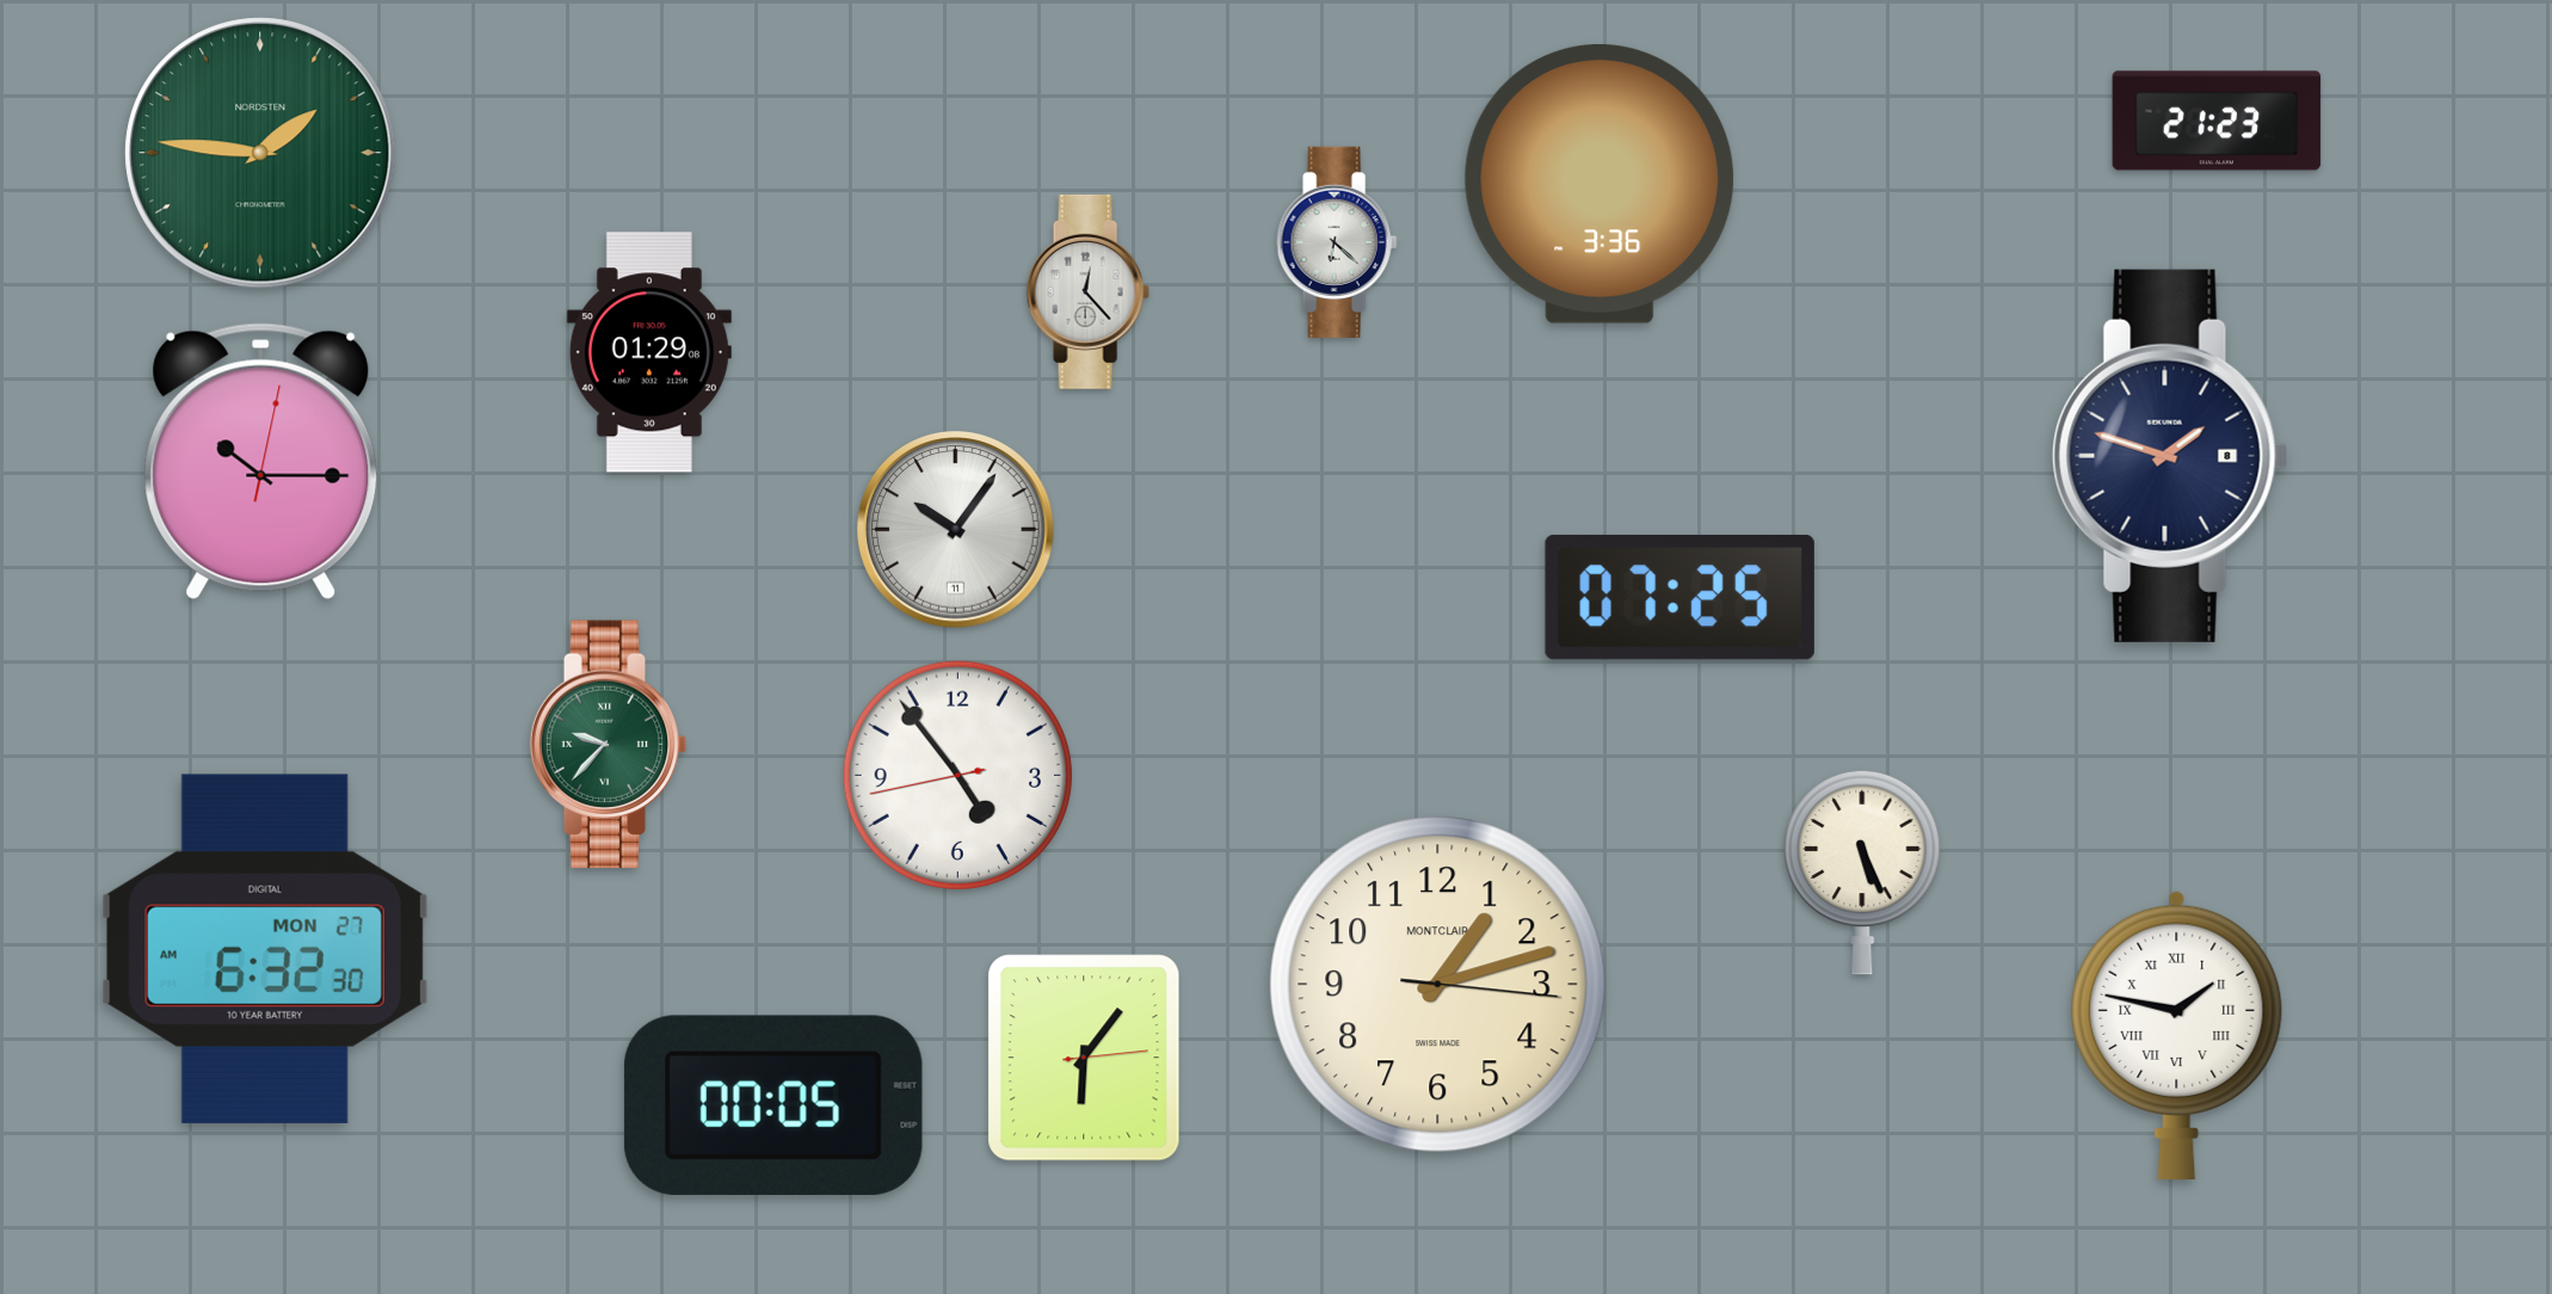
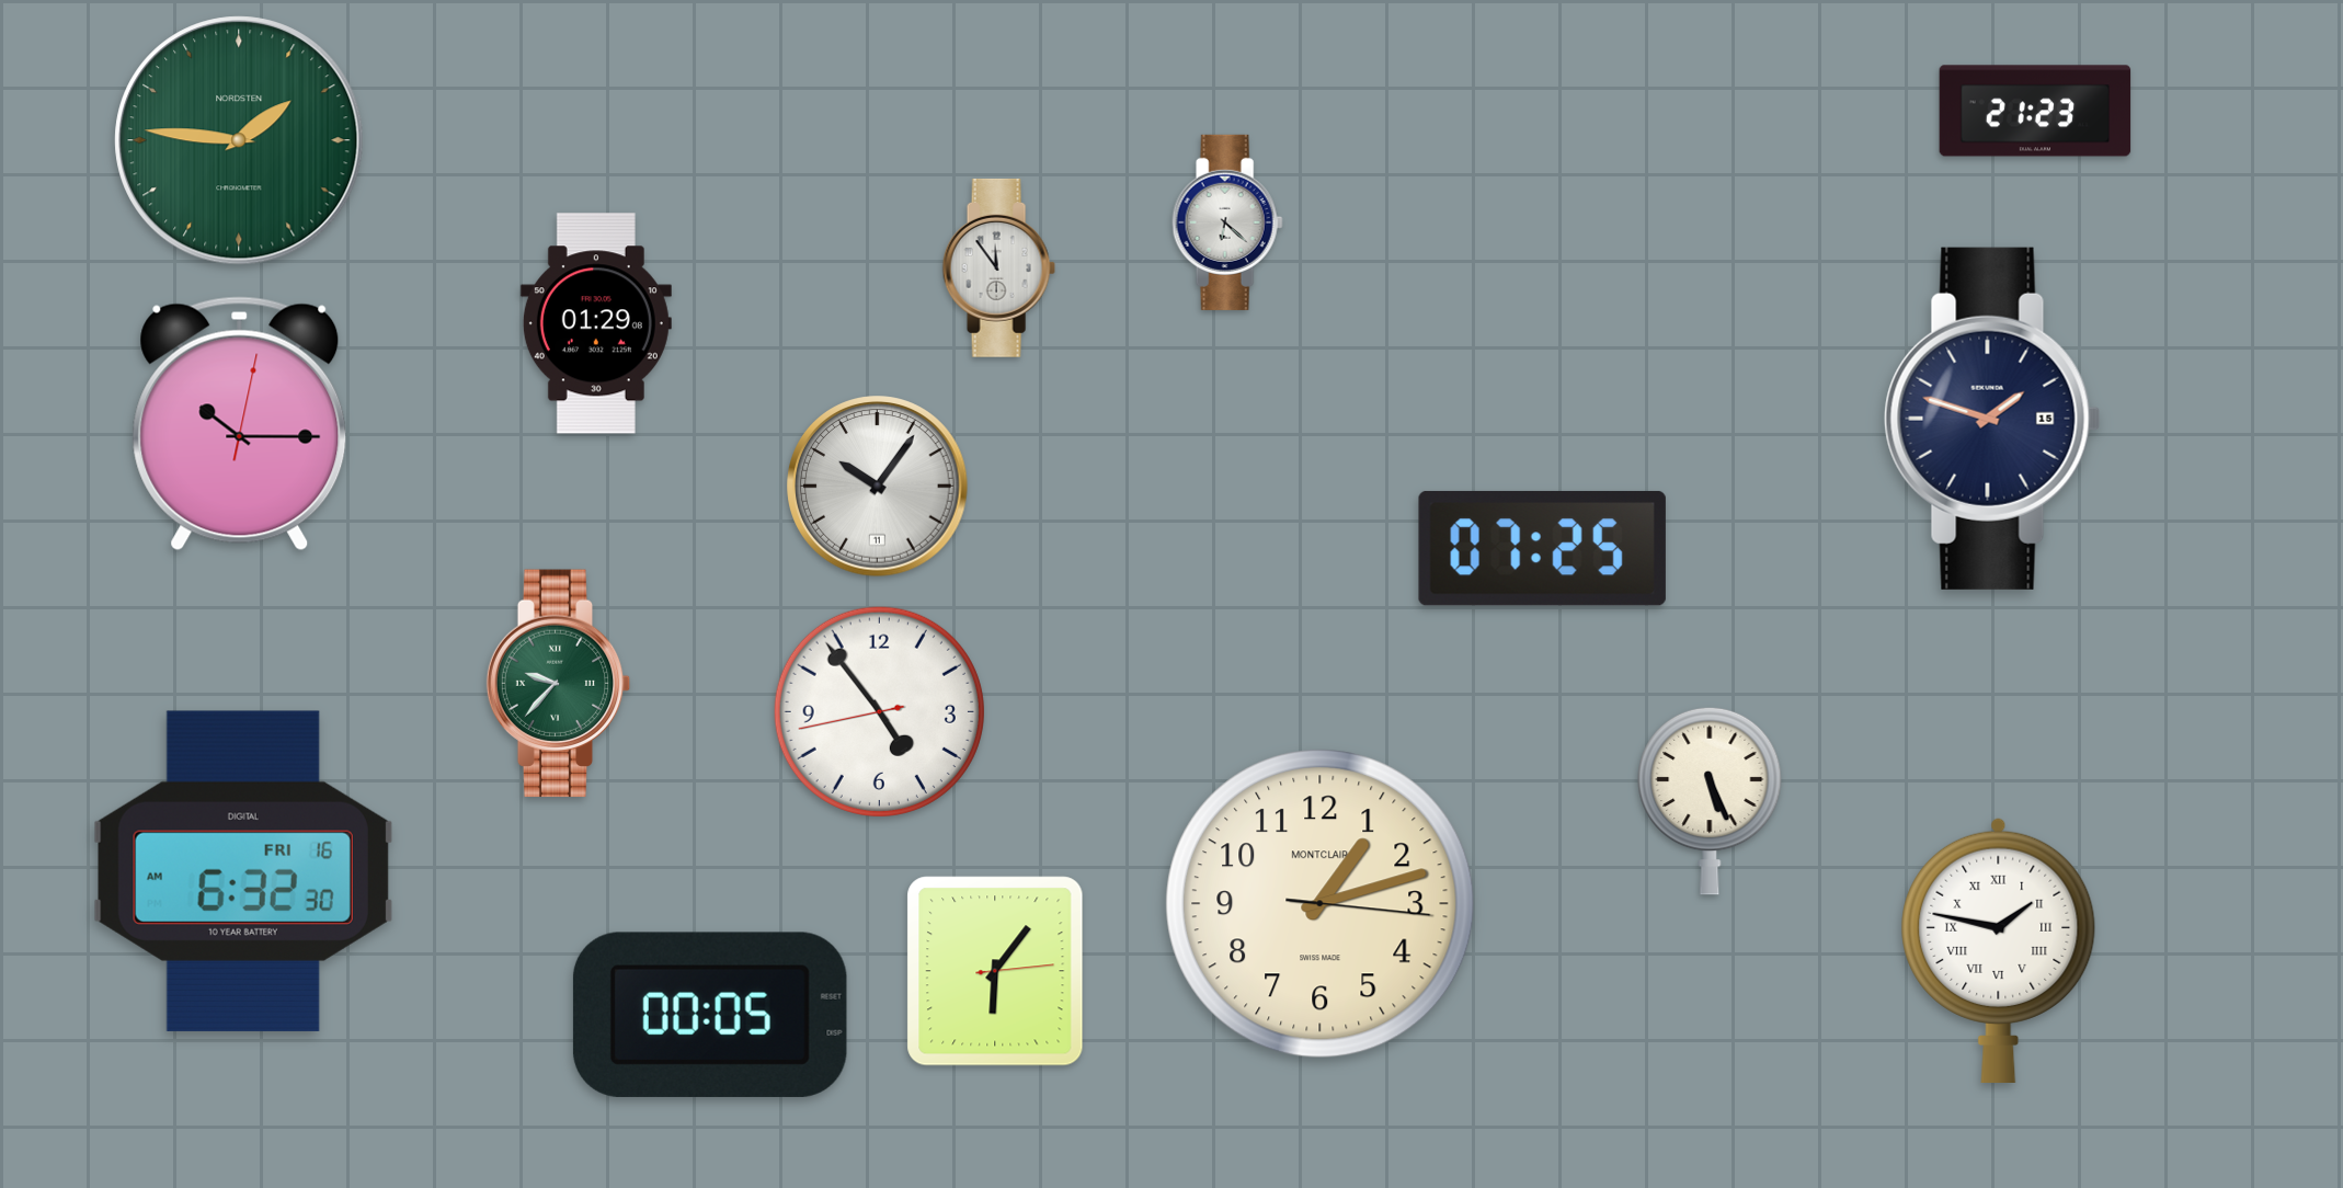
clock at (1599, 185): 3:36 -> none
clock at (1087, 291): 12:23 -> 11:54
clock at (2170, 456) date: 8 -> 15
clock at (265, 949) date: MON 27 -> FRI 16
